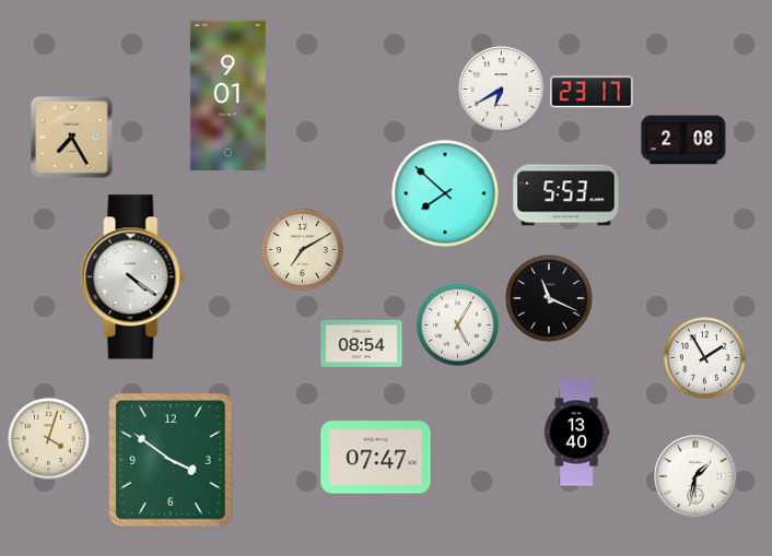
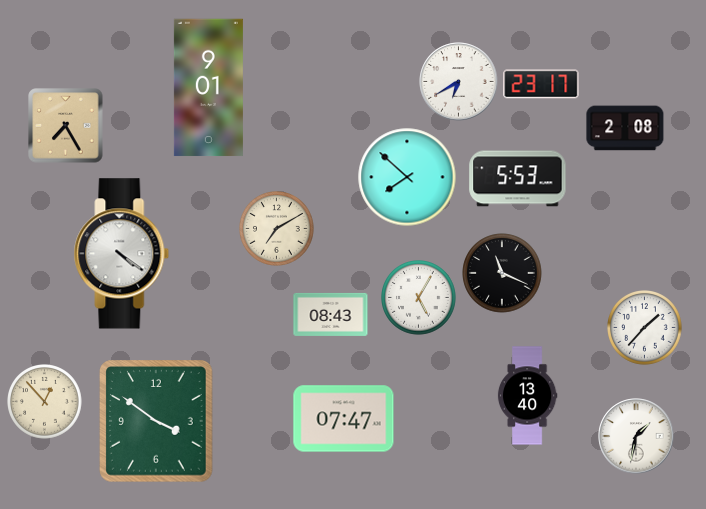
clock at (362, 343): 08:54 -> 08:43
clock at (705, 358): 1:55 -> 1:37
clock at (49, 439): 4:03 -> 12:53
